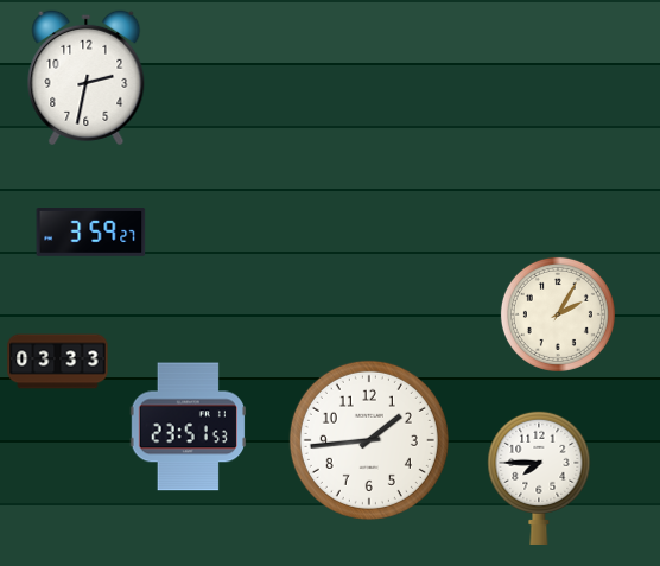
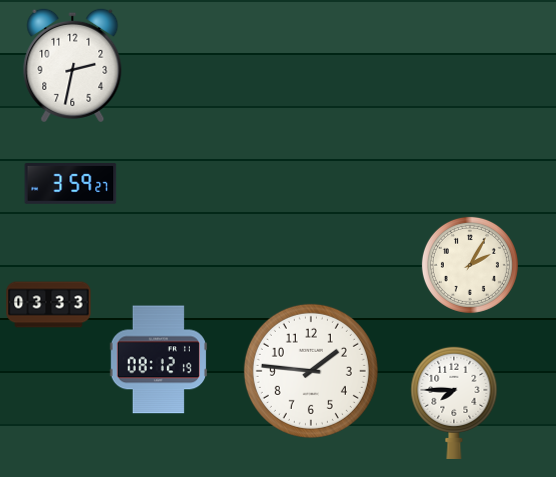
clock at (91, 233) position: (91, 233) -> (71, 184)
clock at (188, 427): 23:51 -> 08:12
clock at (369, 440): 1:44 -> 1:46
